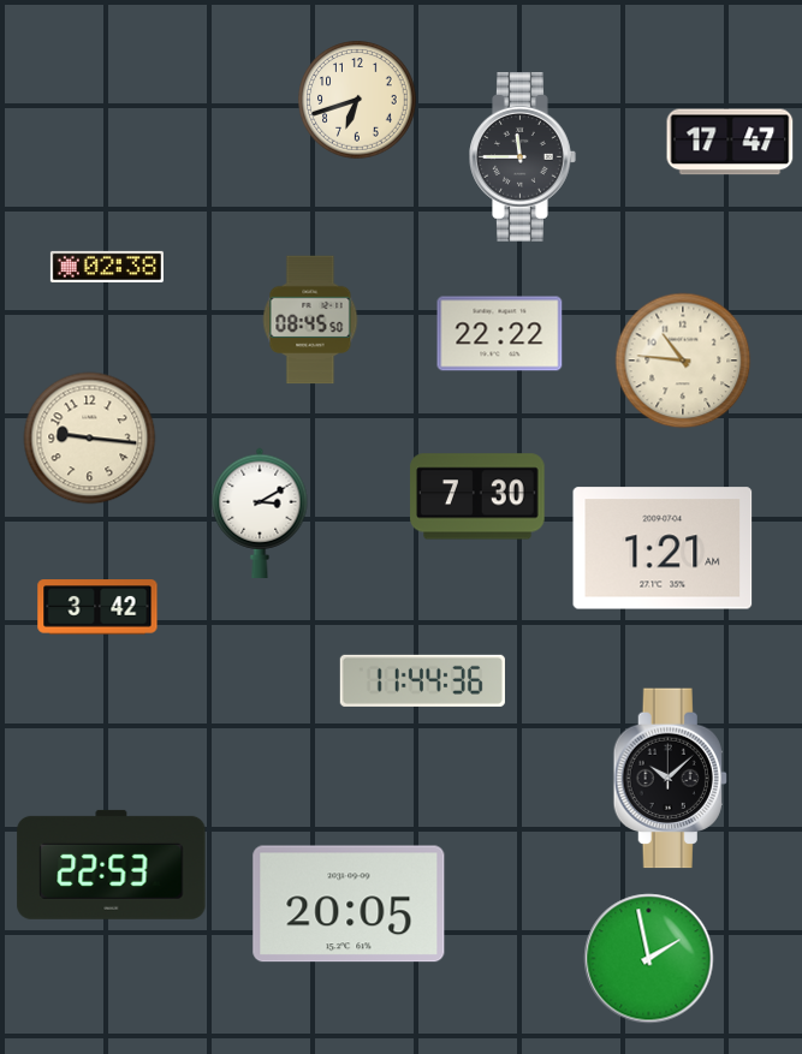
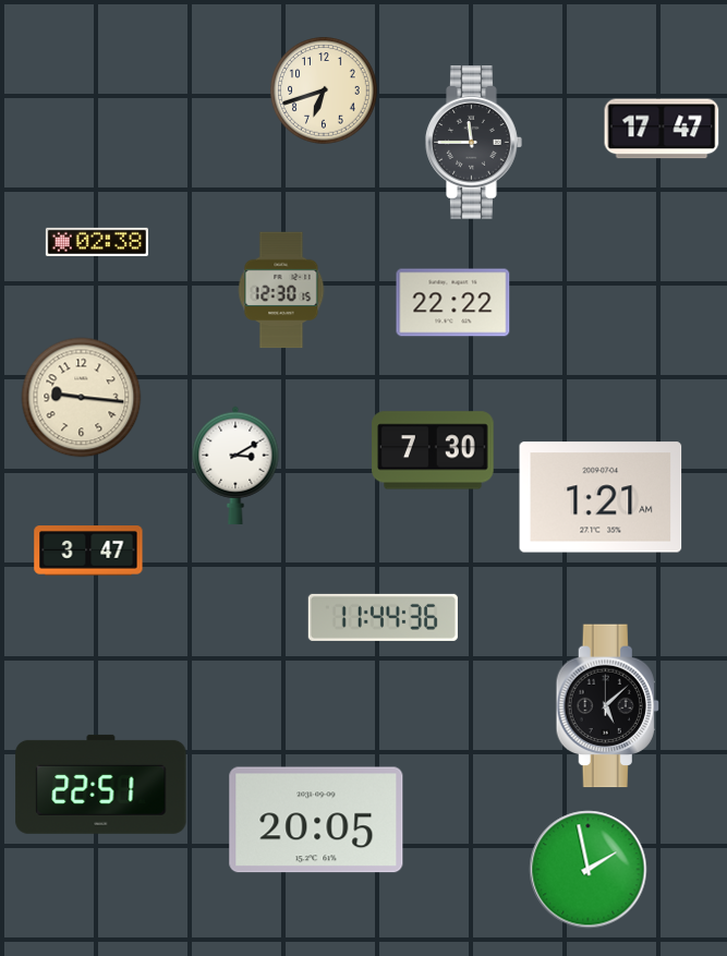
clock at (310, 320): 08:45 -> 12:30
clock at (683, 361): 10:46 -> none
clock at (97, 607): 3:42 -> 3:47
clock at (670, 779): 10:08 -> 5:08
clock at (112, 864): 22:53 -> 22:51
